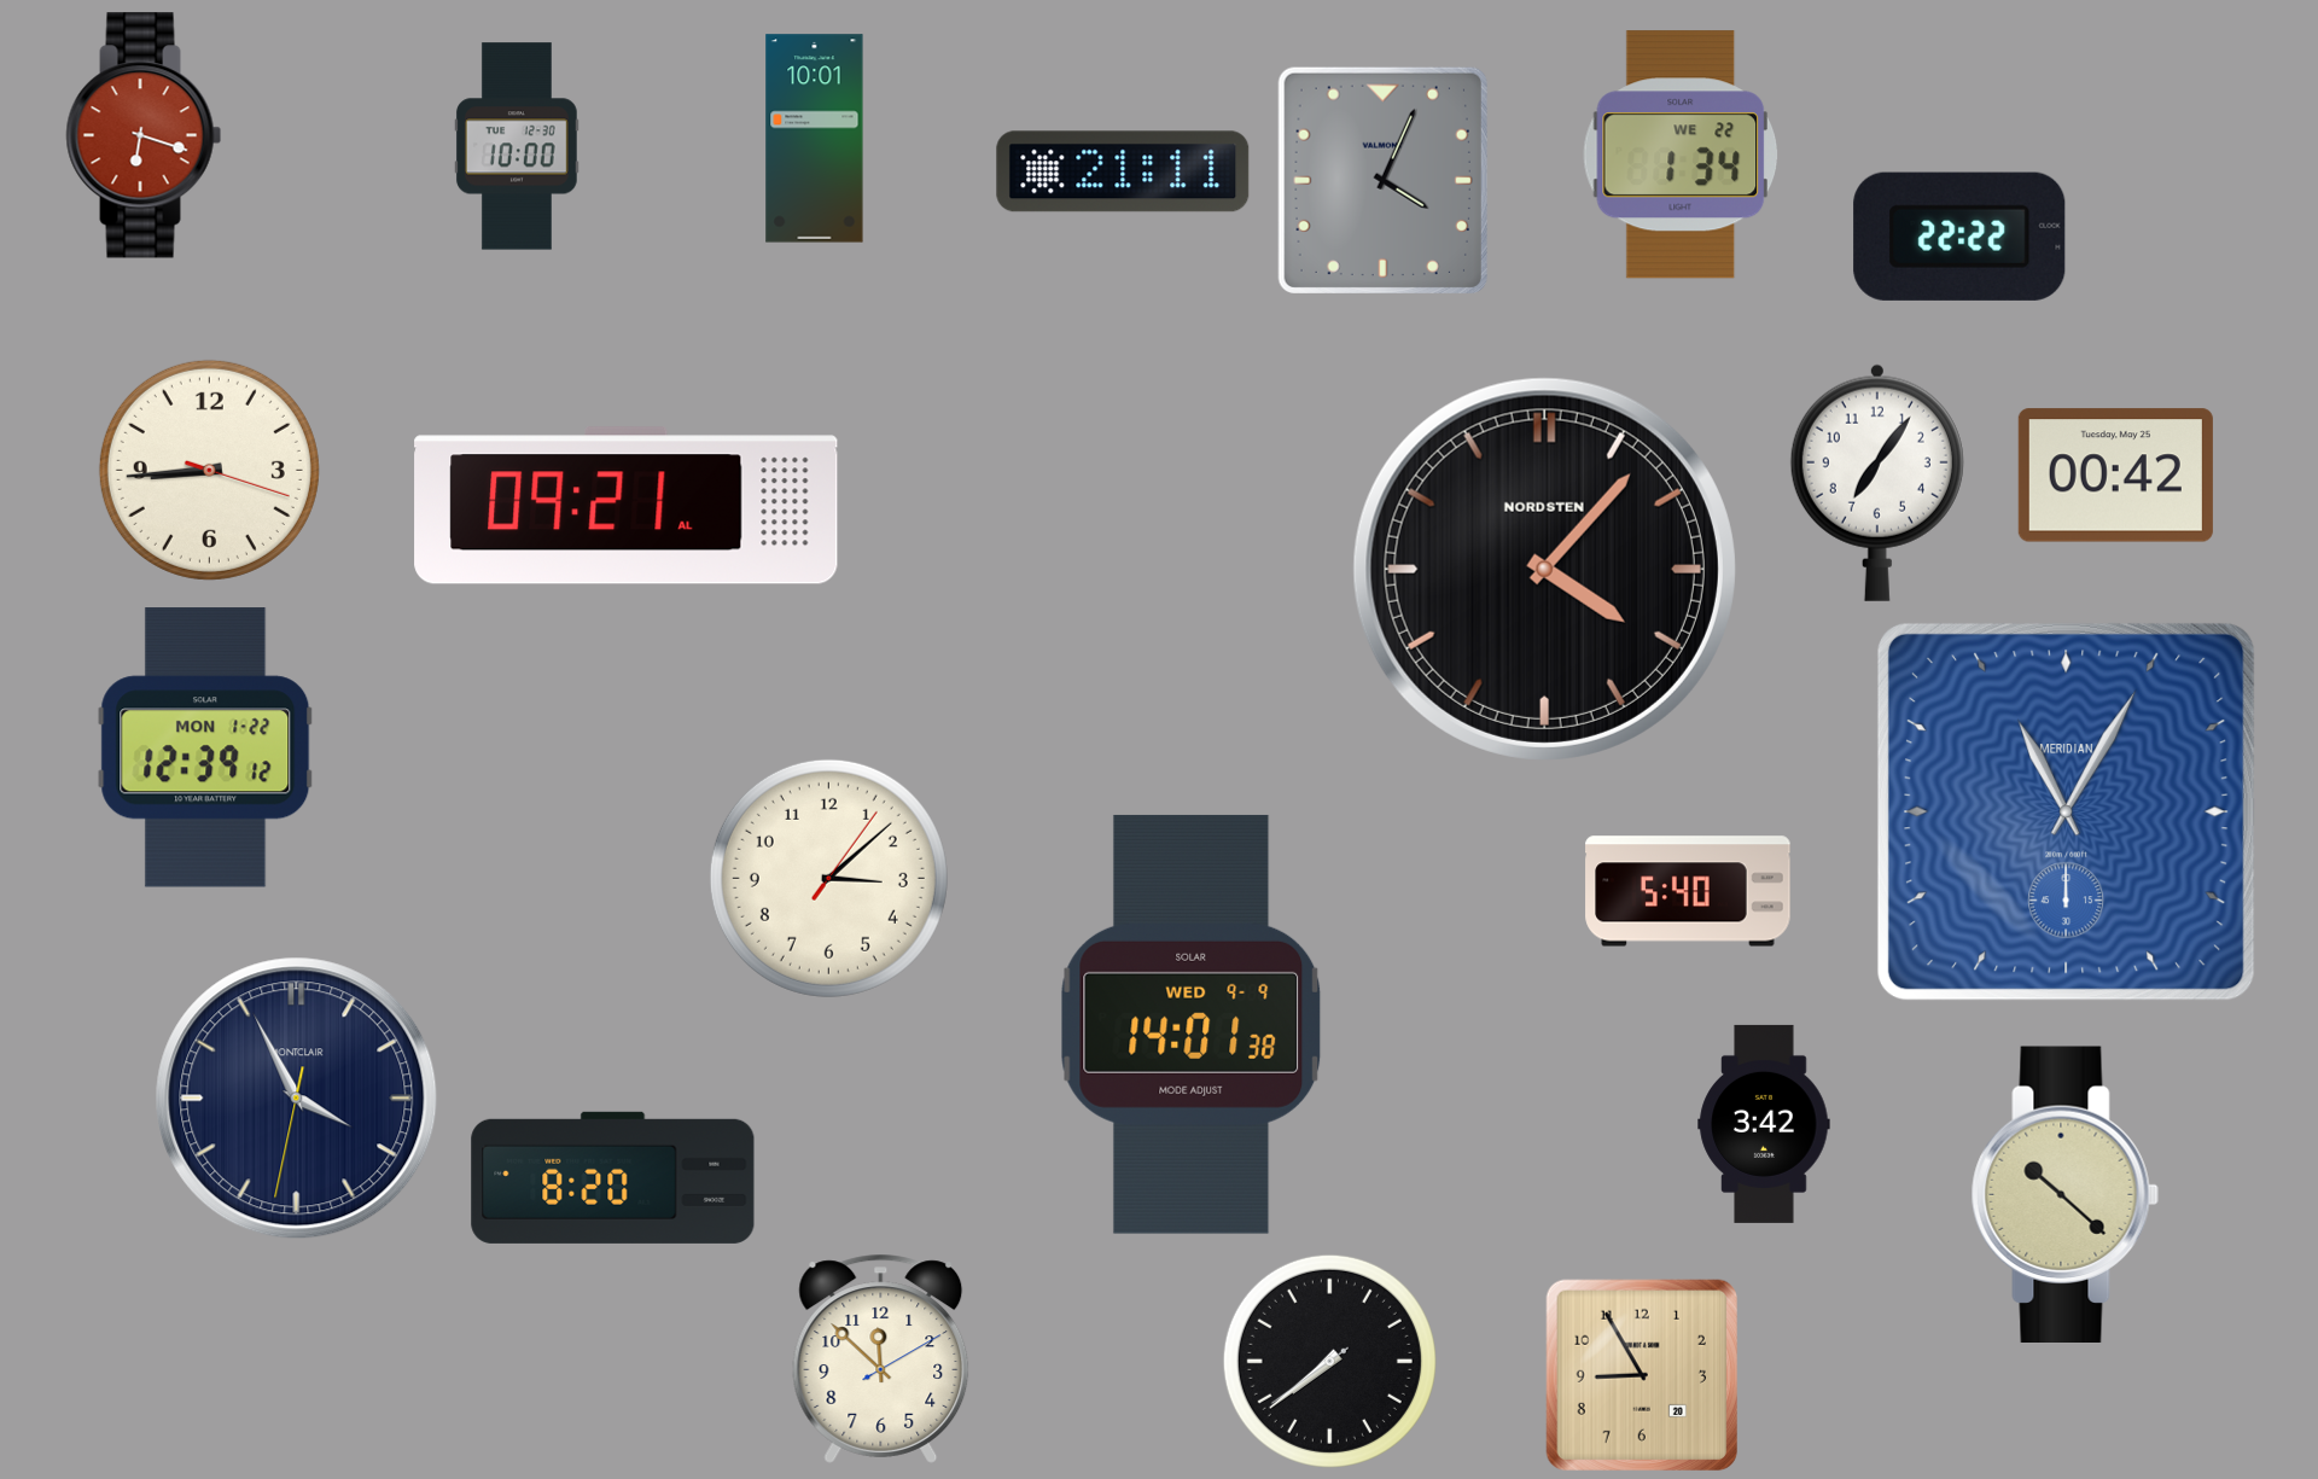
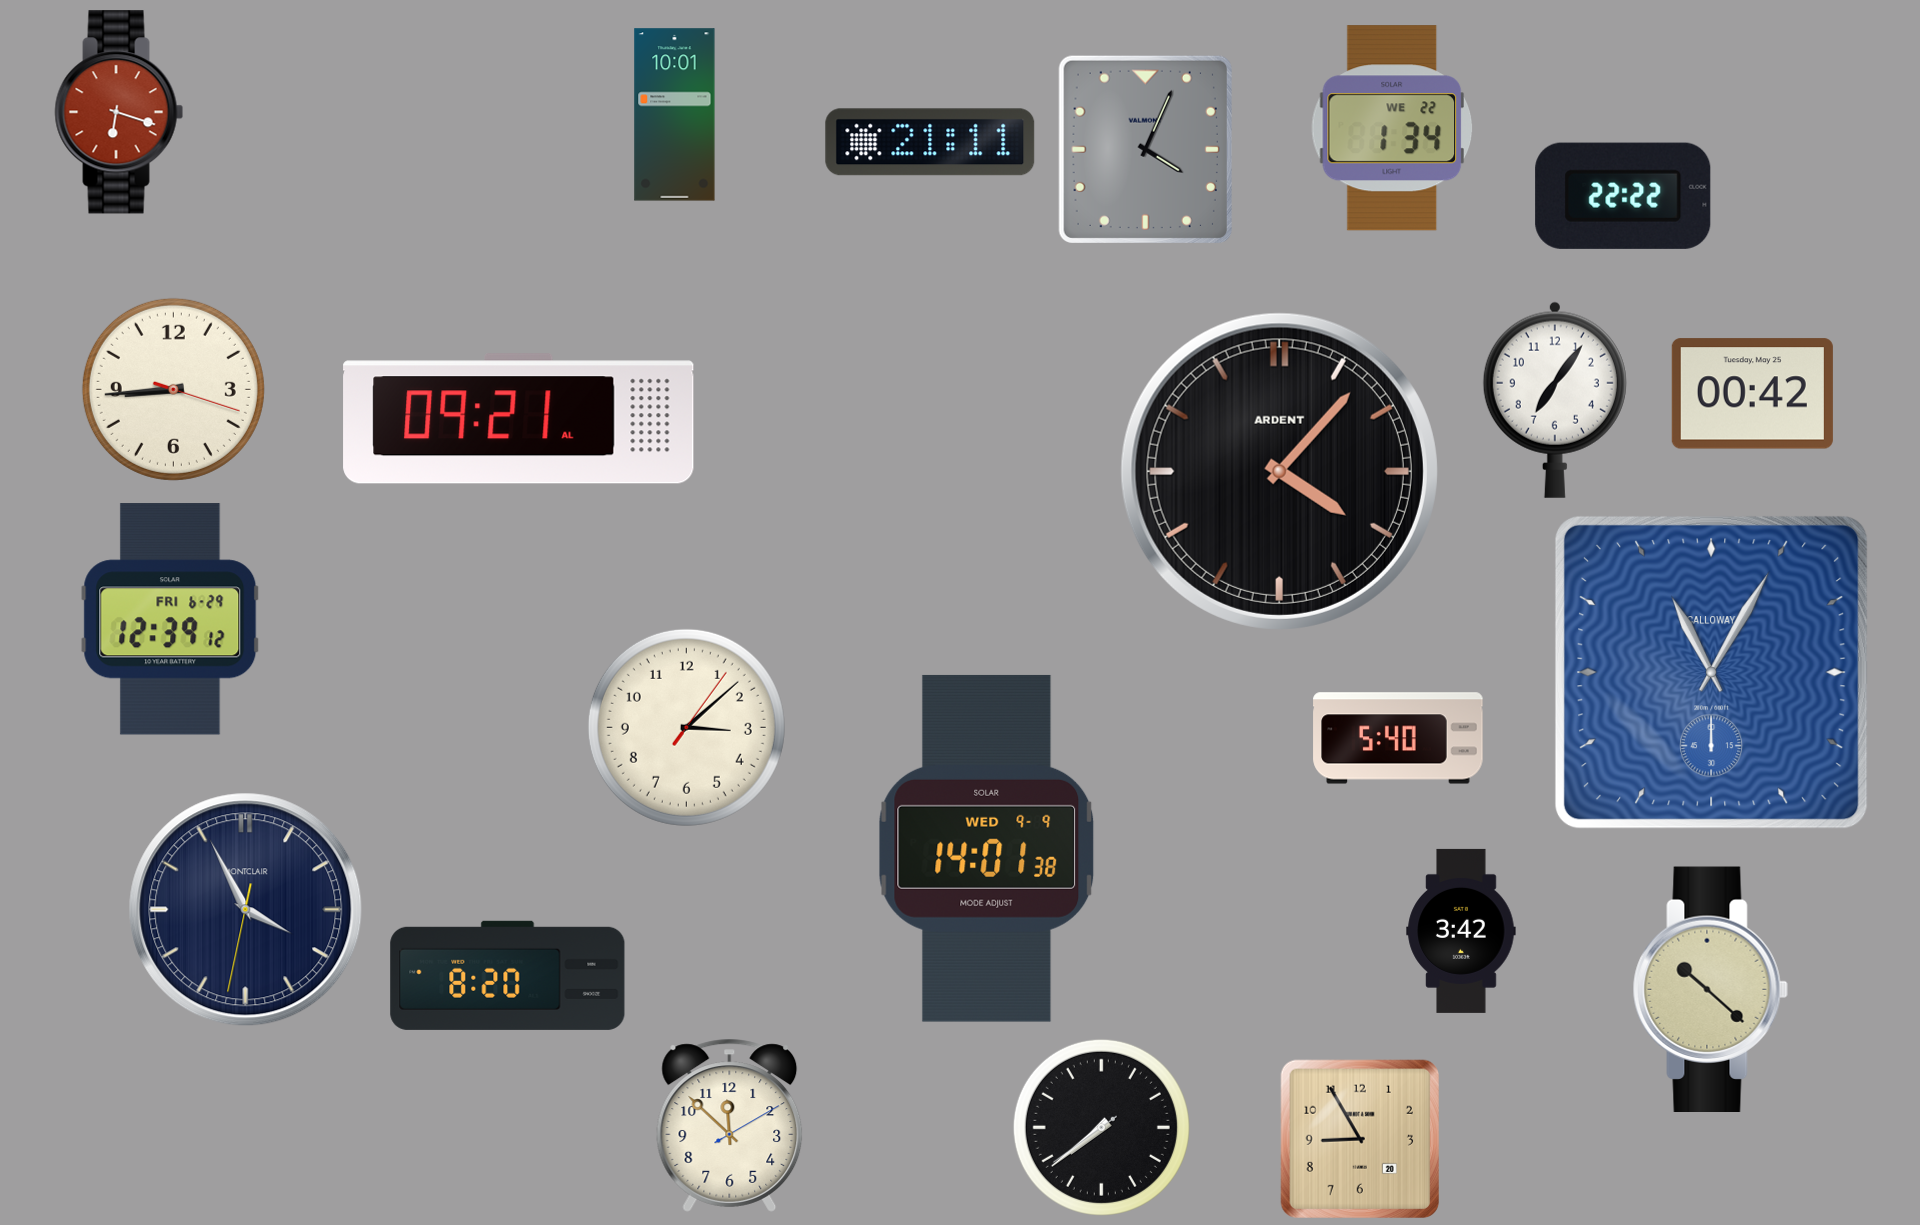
clock at (517, 146): 10:00 -> none
clock at (1544, 569) brand: NORDSTEN -> ARDENT
clock at (205, 747) date: MON 1-22 -> FRI 6-29
clock at (2066, 811) brand: MERIDIAN -> CALLOWAY
